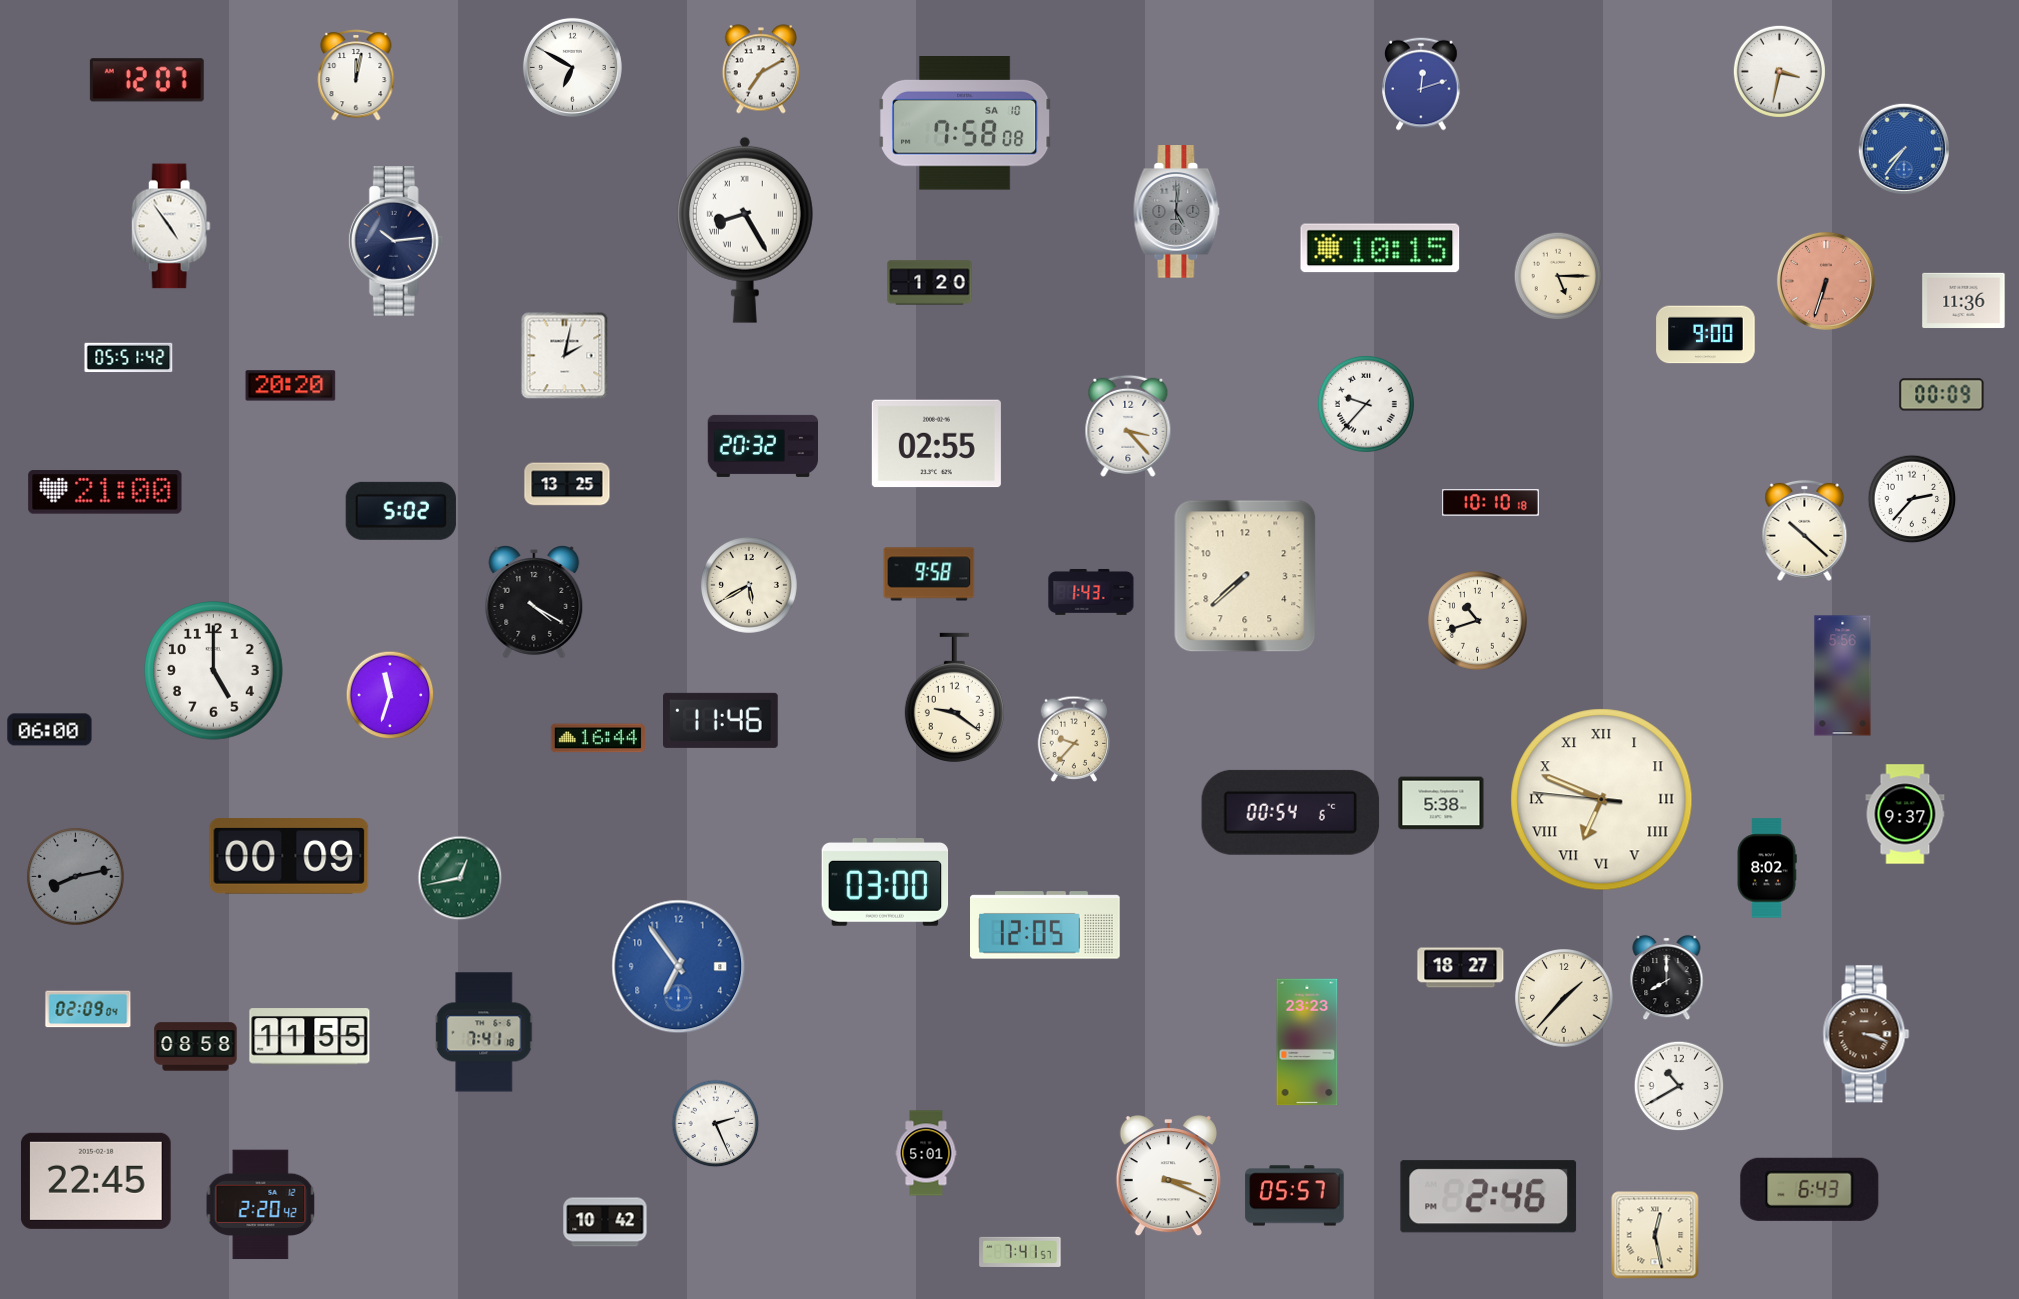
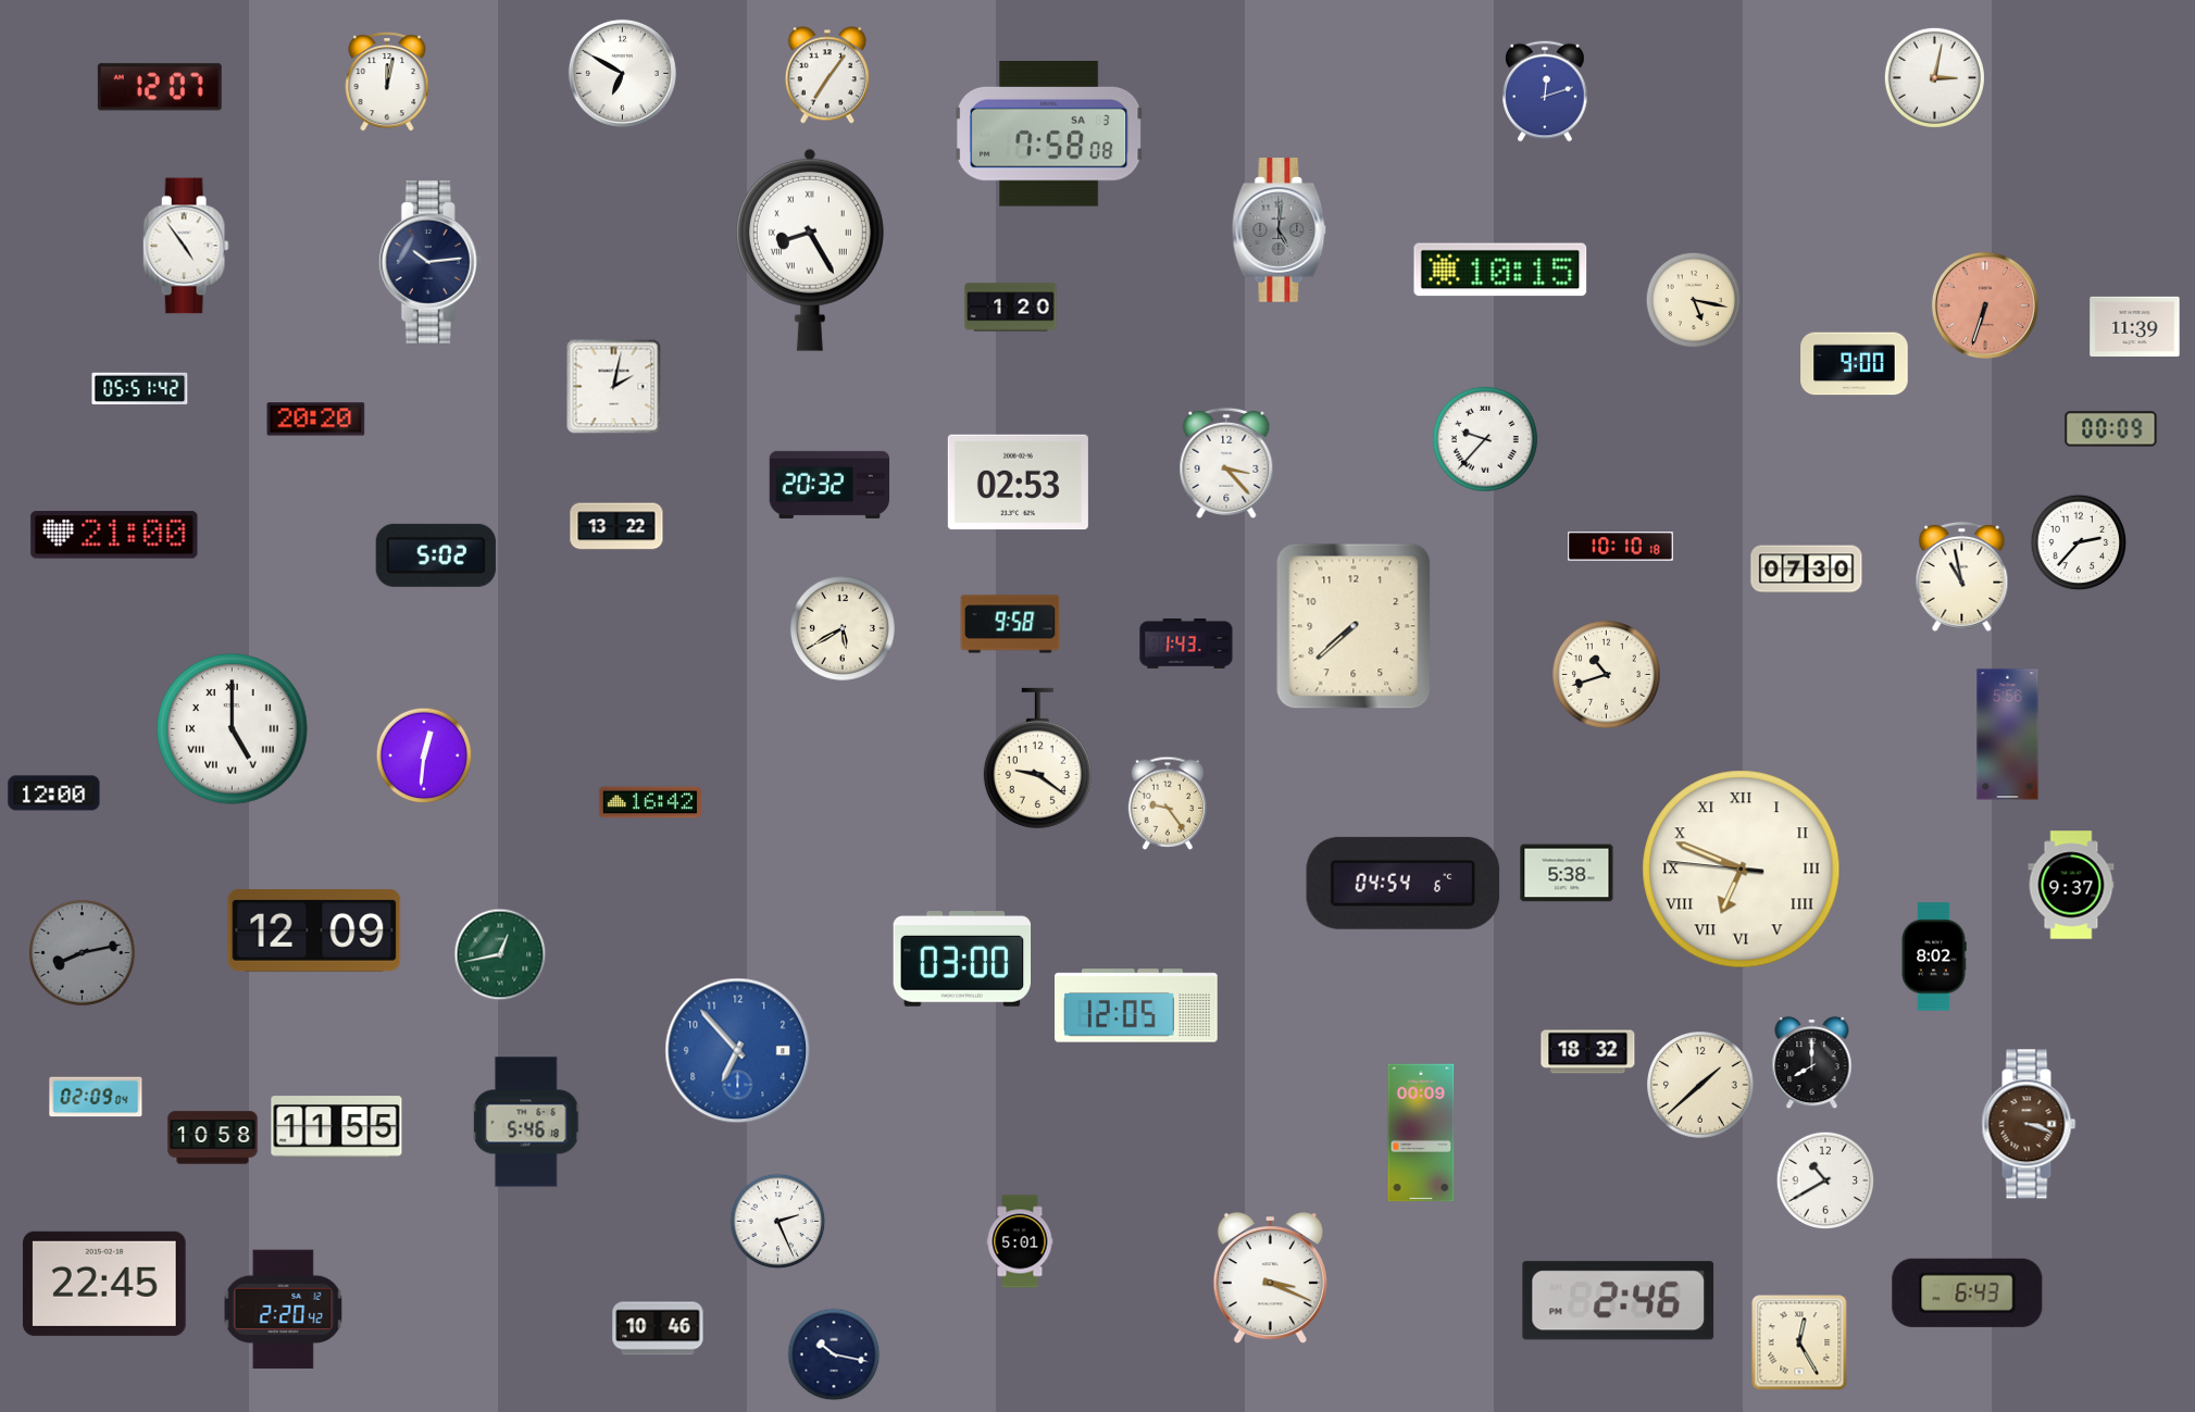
clock at (761, 69): 7:10 -> 7:06
clock at (1779, 71): 3:32 -> 3:02
clock at (966, 124) date: SA 10 -> SA 3
clock at (1903, 148): 7:36 -> none
clock at (1558, 276): 5:15 -> 5:17
clock at (1964, 301): 11:36 -> 11:39
clock at (936, 444): 02:55 -> 02:53
clock at (567, 484): 13:25 -> 13:22
clock at (1807, 570): none -> 07:30
clock at (1805, 530): 10:22 -> 10:58
clock at (749, 585) position: (749, 585) -> (843, 628)
clock at (534, 602): 4:20 -> none
clock at (214, 671) numerals: Arabic -> Roman
clock at (1843, 676) position: (1843, 676) -> (2008, 735)
clock at (390, 695): 11:33 -> 12:31
clock at (721, 720): 11:46 -> none
clock at (50, 730): 06:00 -> 12:00
clock at (598, 738): 16:44 -> 16:42
clock at (1074, 739): 9:37 -> 9:24
clock at (1291, 812): 00:54 -> 04:54
clock at (289, 856): 00:09 -> 12:09
clock at (1767, 868) position: (1767, 868) -> (1934, 957)
clock at (679, 967): 6:54 -> 6:53
clock at (1461, 968): 18:27 -> 18:32
clock at (1565, 999): 1:37 -> 1:38
clock at (484, 1032): 7:41 -> 5:46
clock at (1307, 1042): 23:23 -> 00:09
clock at (196, 1047): 08:58 -> 10:58
clock at (926, 1153) position: (926, 1153) -> (1020, 1241)
clock at (1295, 1196): 05:57 -> none
clock at (605, 1222): 10:42 -> 10:46
clock at (1655, 1235): 12:28 -> 12:25
clock at (834, 1354): none -> 10:17
clock at (1020, 1252): 7:41 -> none
